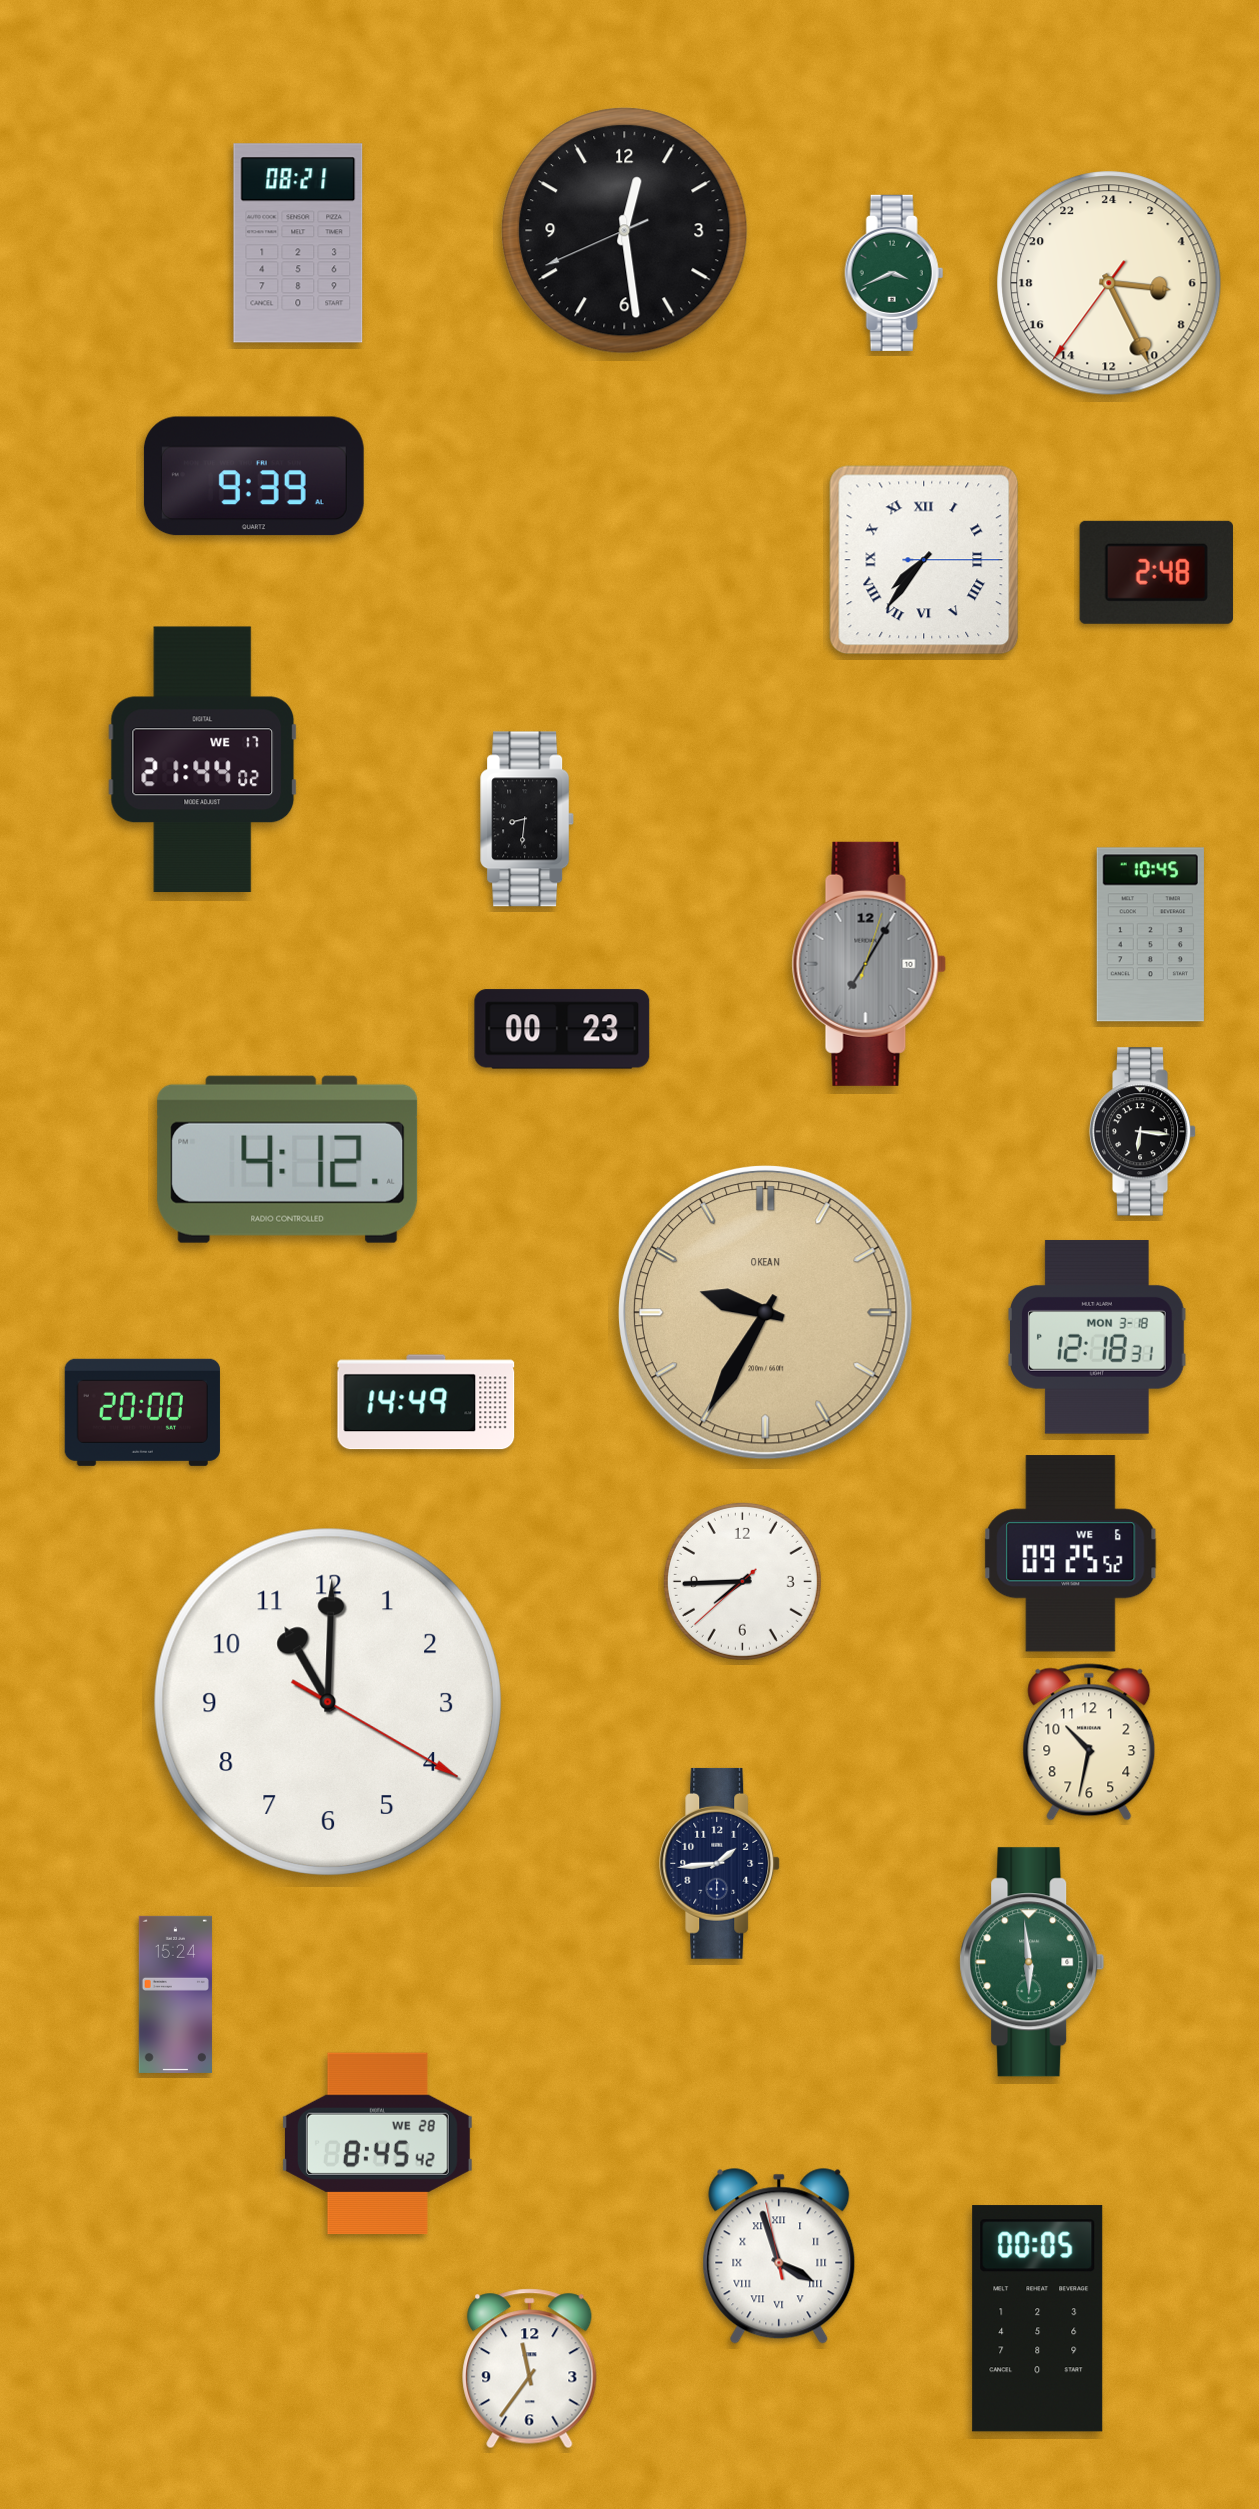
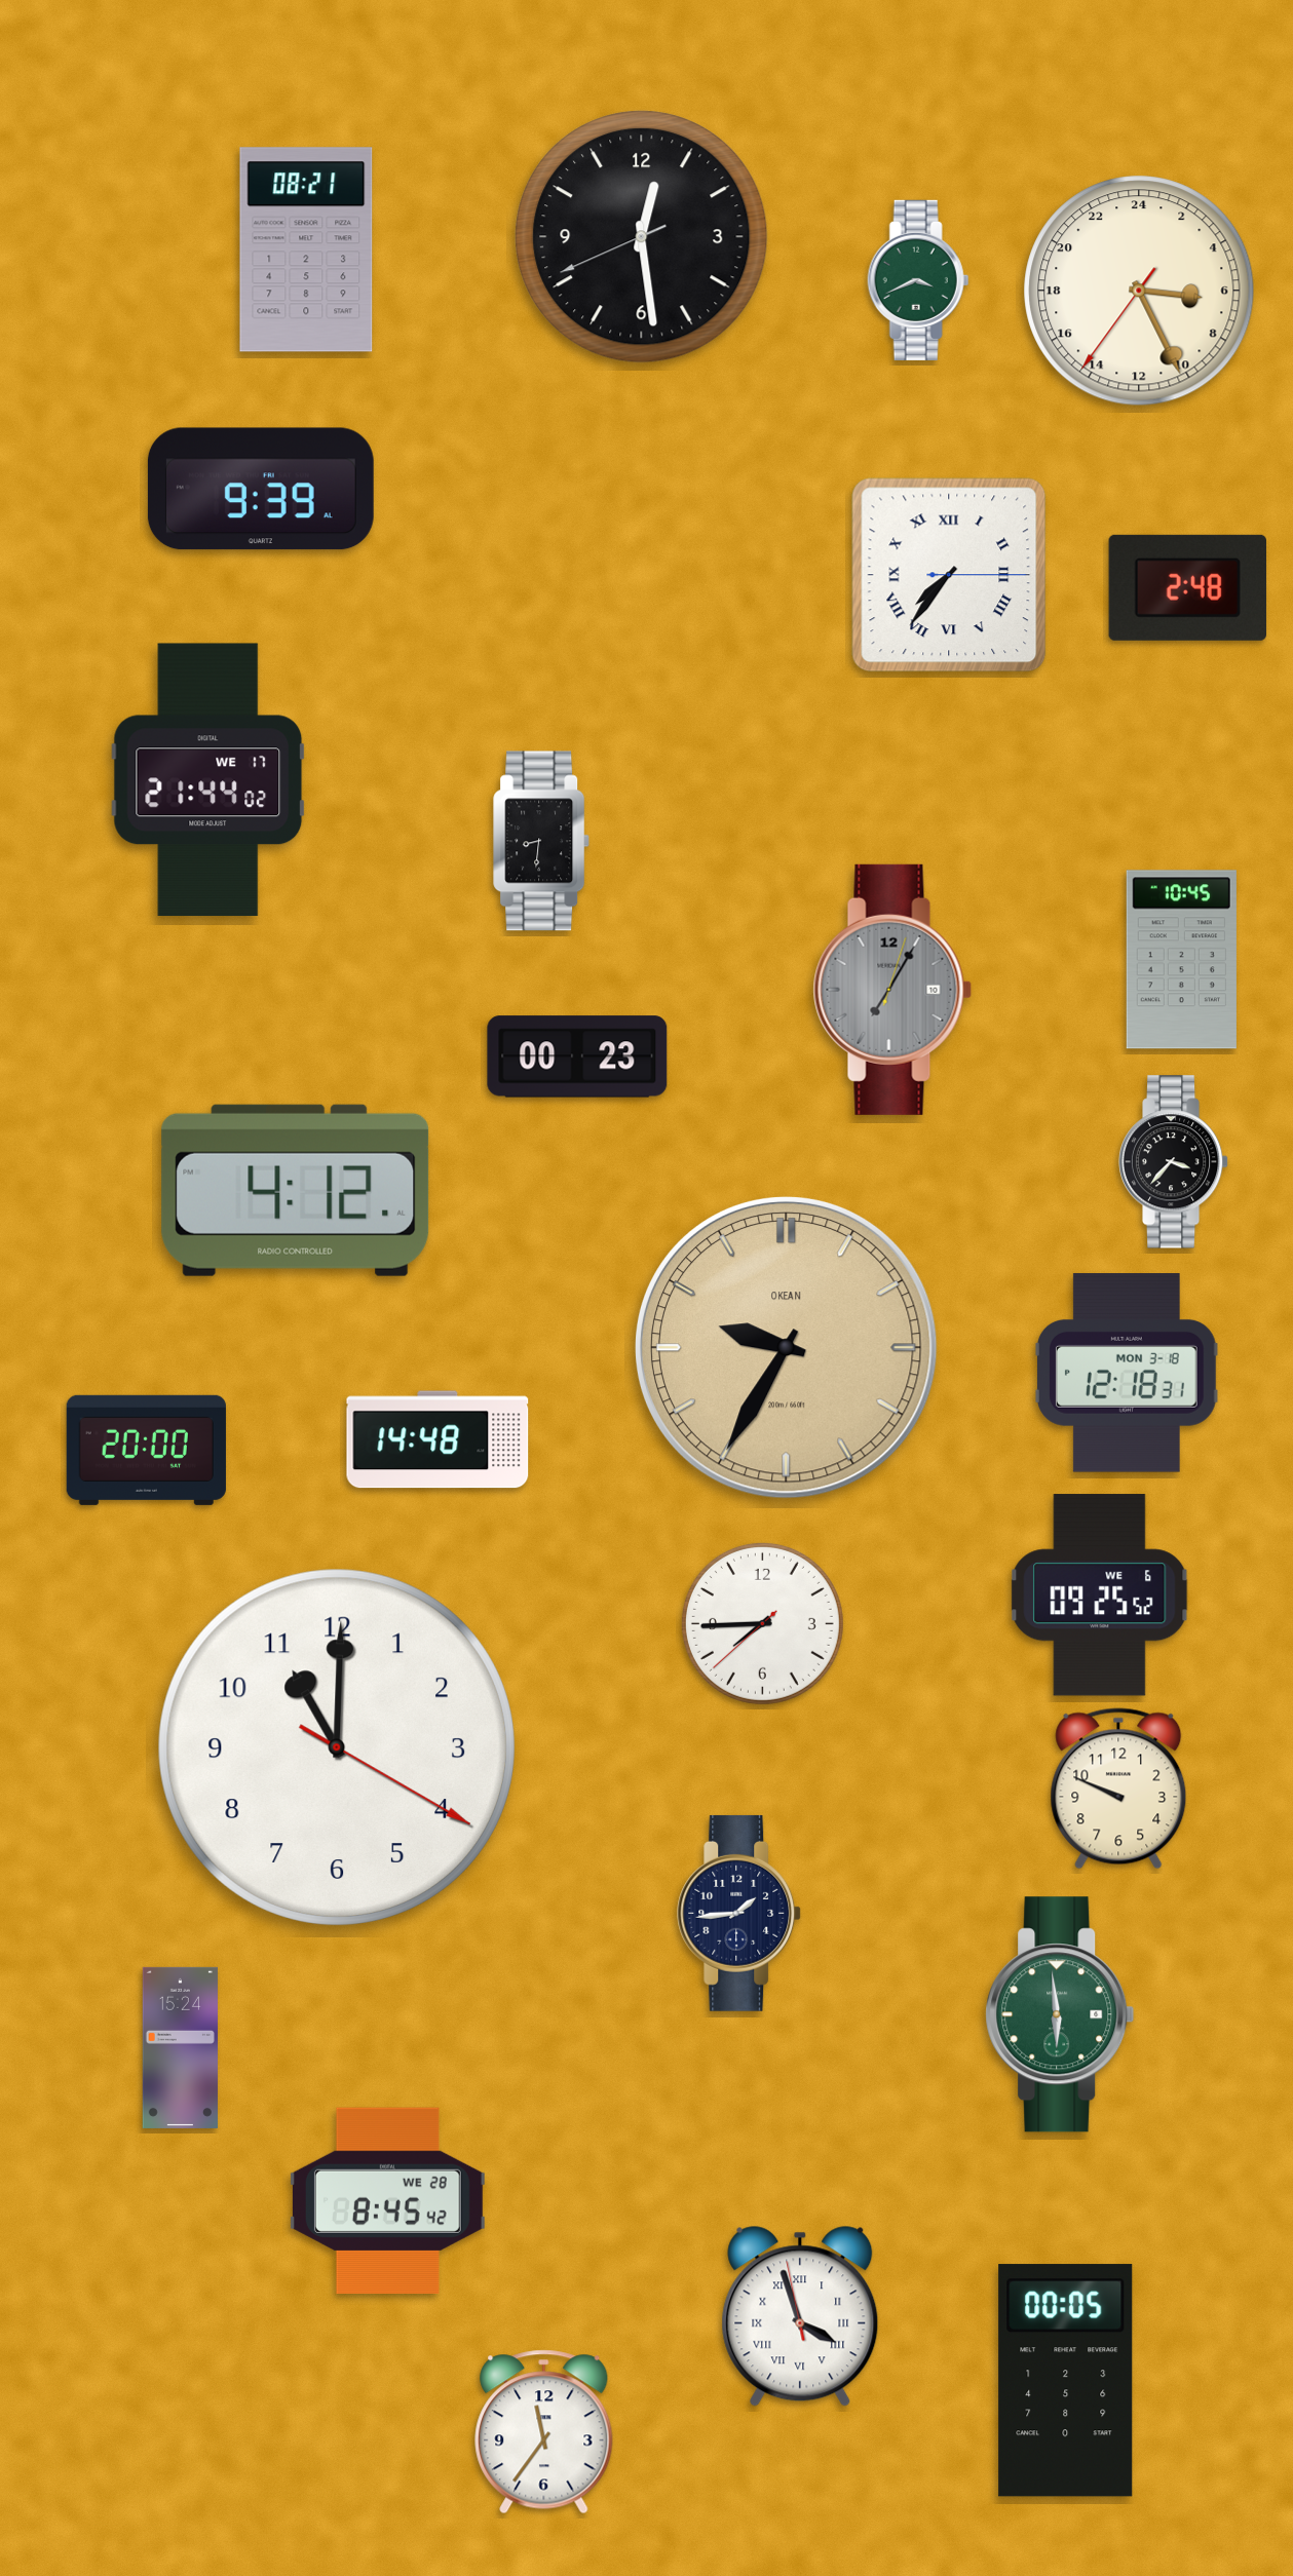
clock at (1143, 1132): 6:16 -> 3:37
clock at (426, 1402): 14:49 -> 14:48
clock at (1089, 1742): 10:32 -> 9:49
